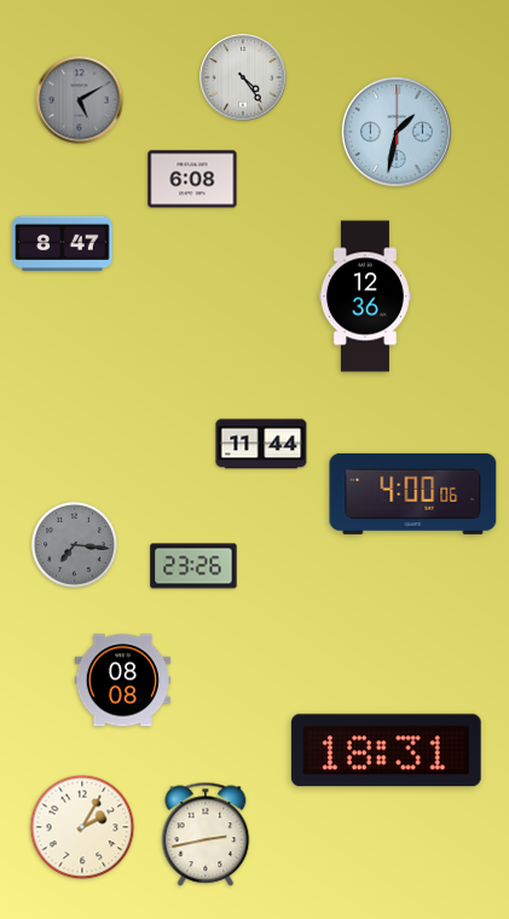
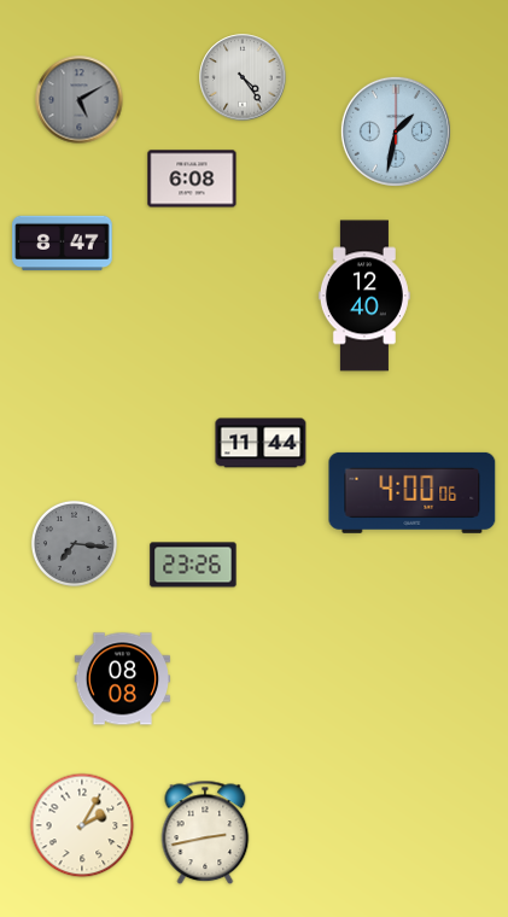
clock at (365, 296): 12:36 -> 12:40
clock at (386, 751): 18:31 -> none
